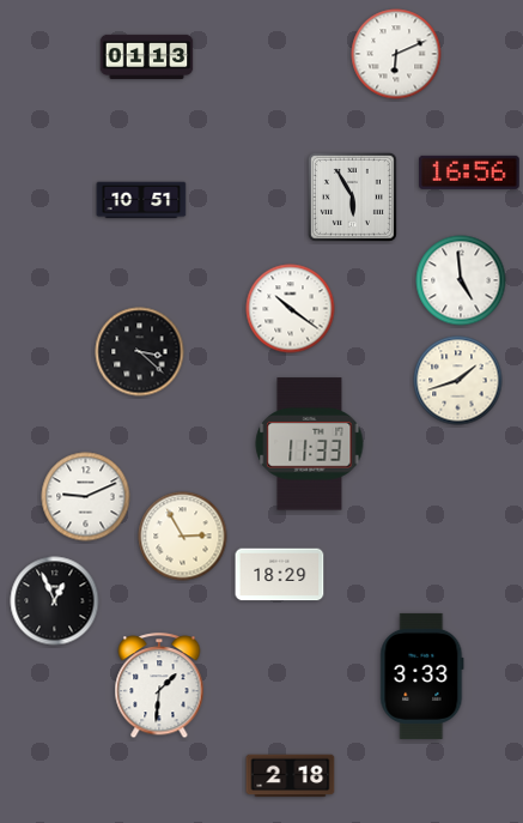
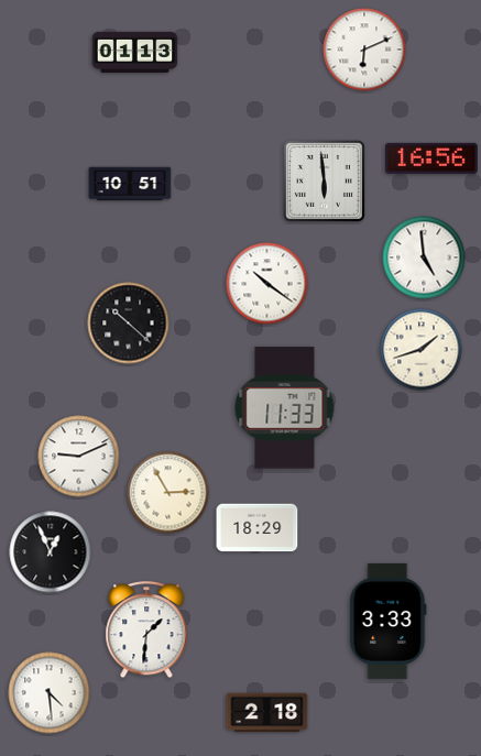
clock at (352, 196): 5:55 -> 5:59
clock at (140, 352): 3:22 -> 10:22
clock at (50, 693): none -> 4:29
